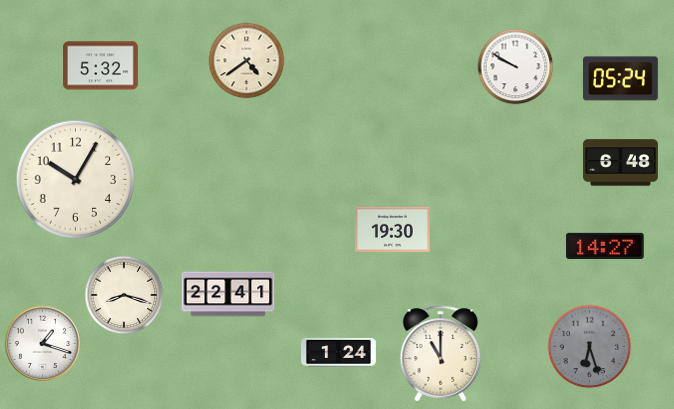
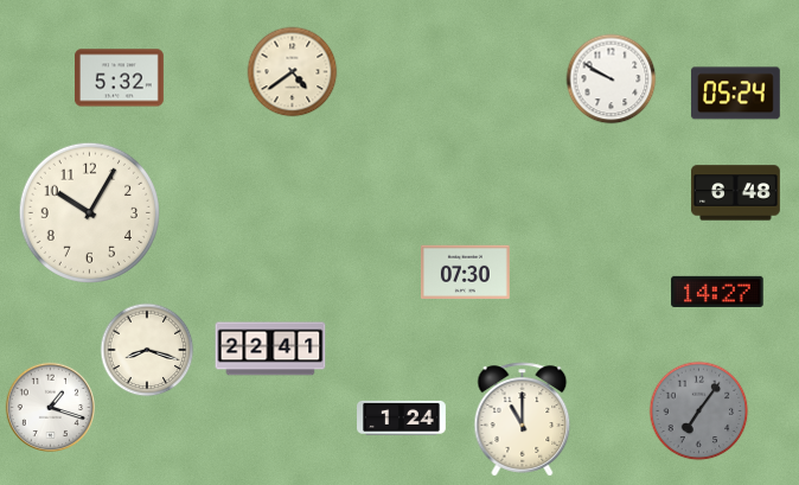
clock at (392, 230): 19:30 -> 07:30
clock at (590, 347): 6:27 -> 7:06
